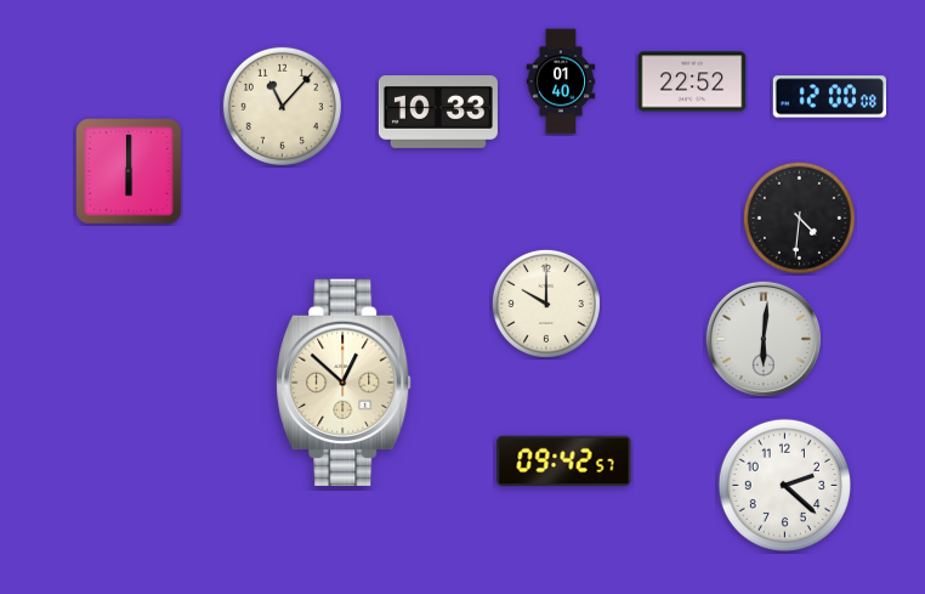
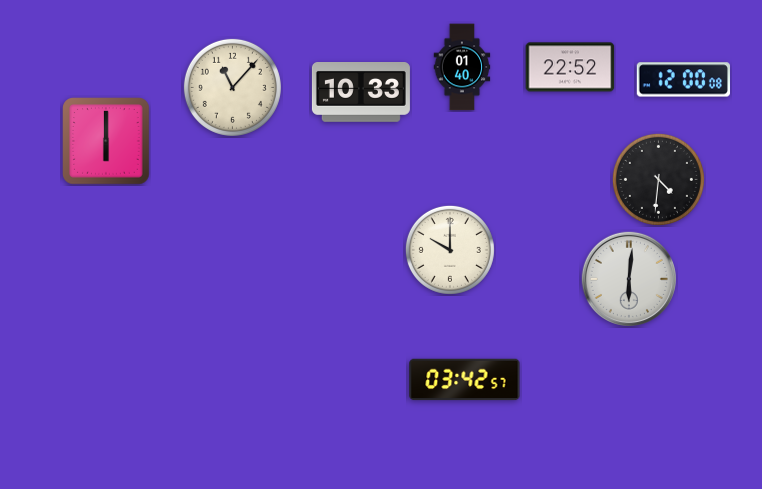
clock at (344, 383): 12:52 -> none
clock at (564, 462): 09:42 -> 03:42
clock at (784, 485): 2:22 -> none
